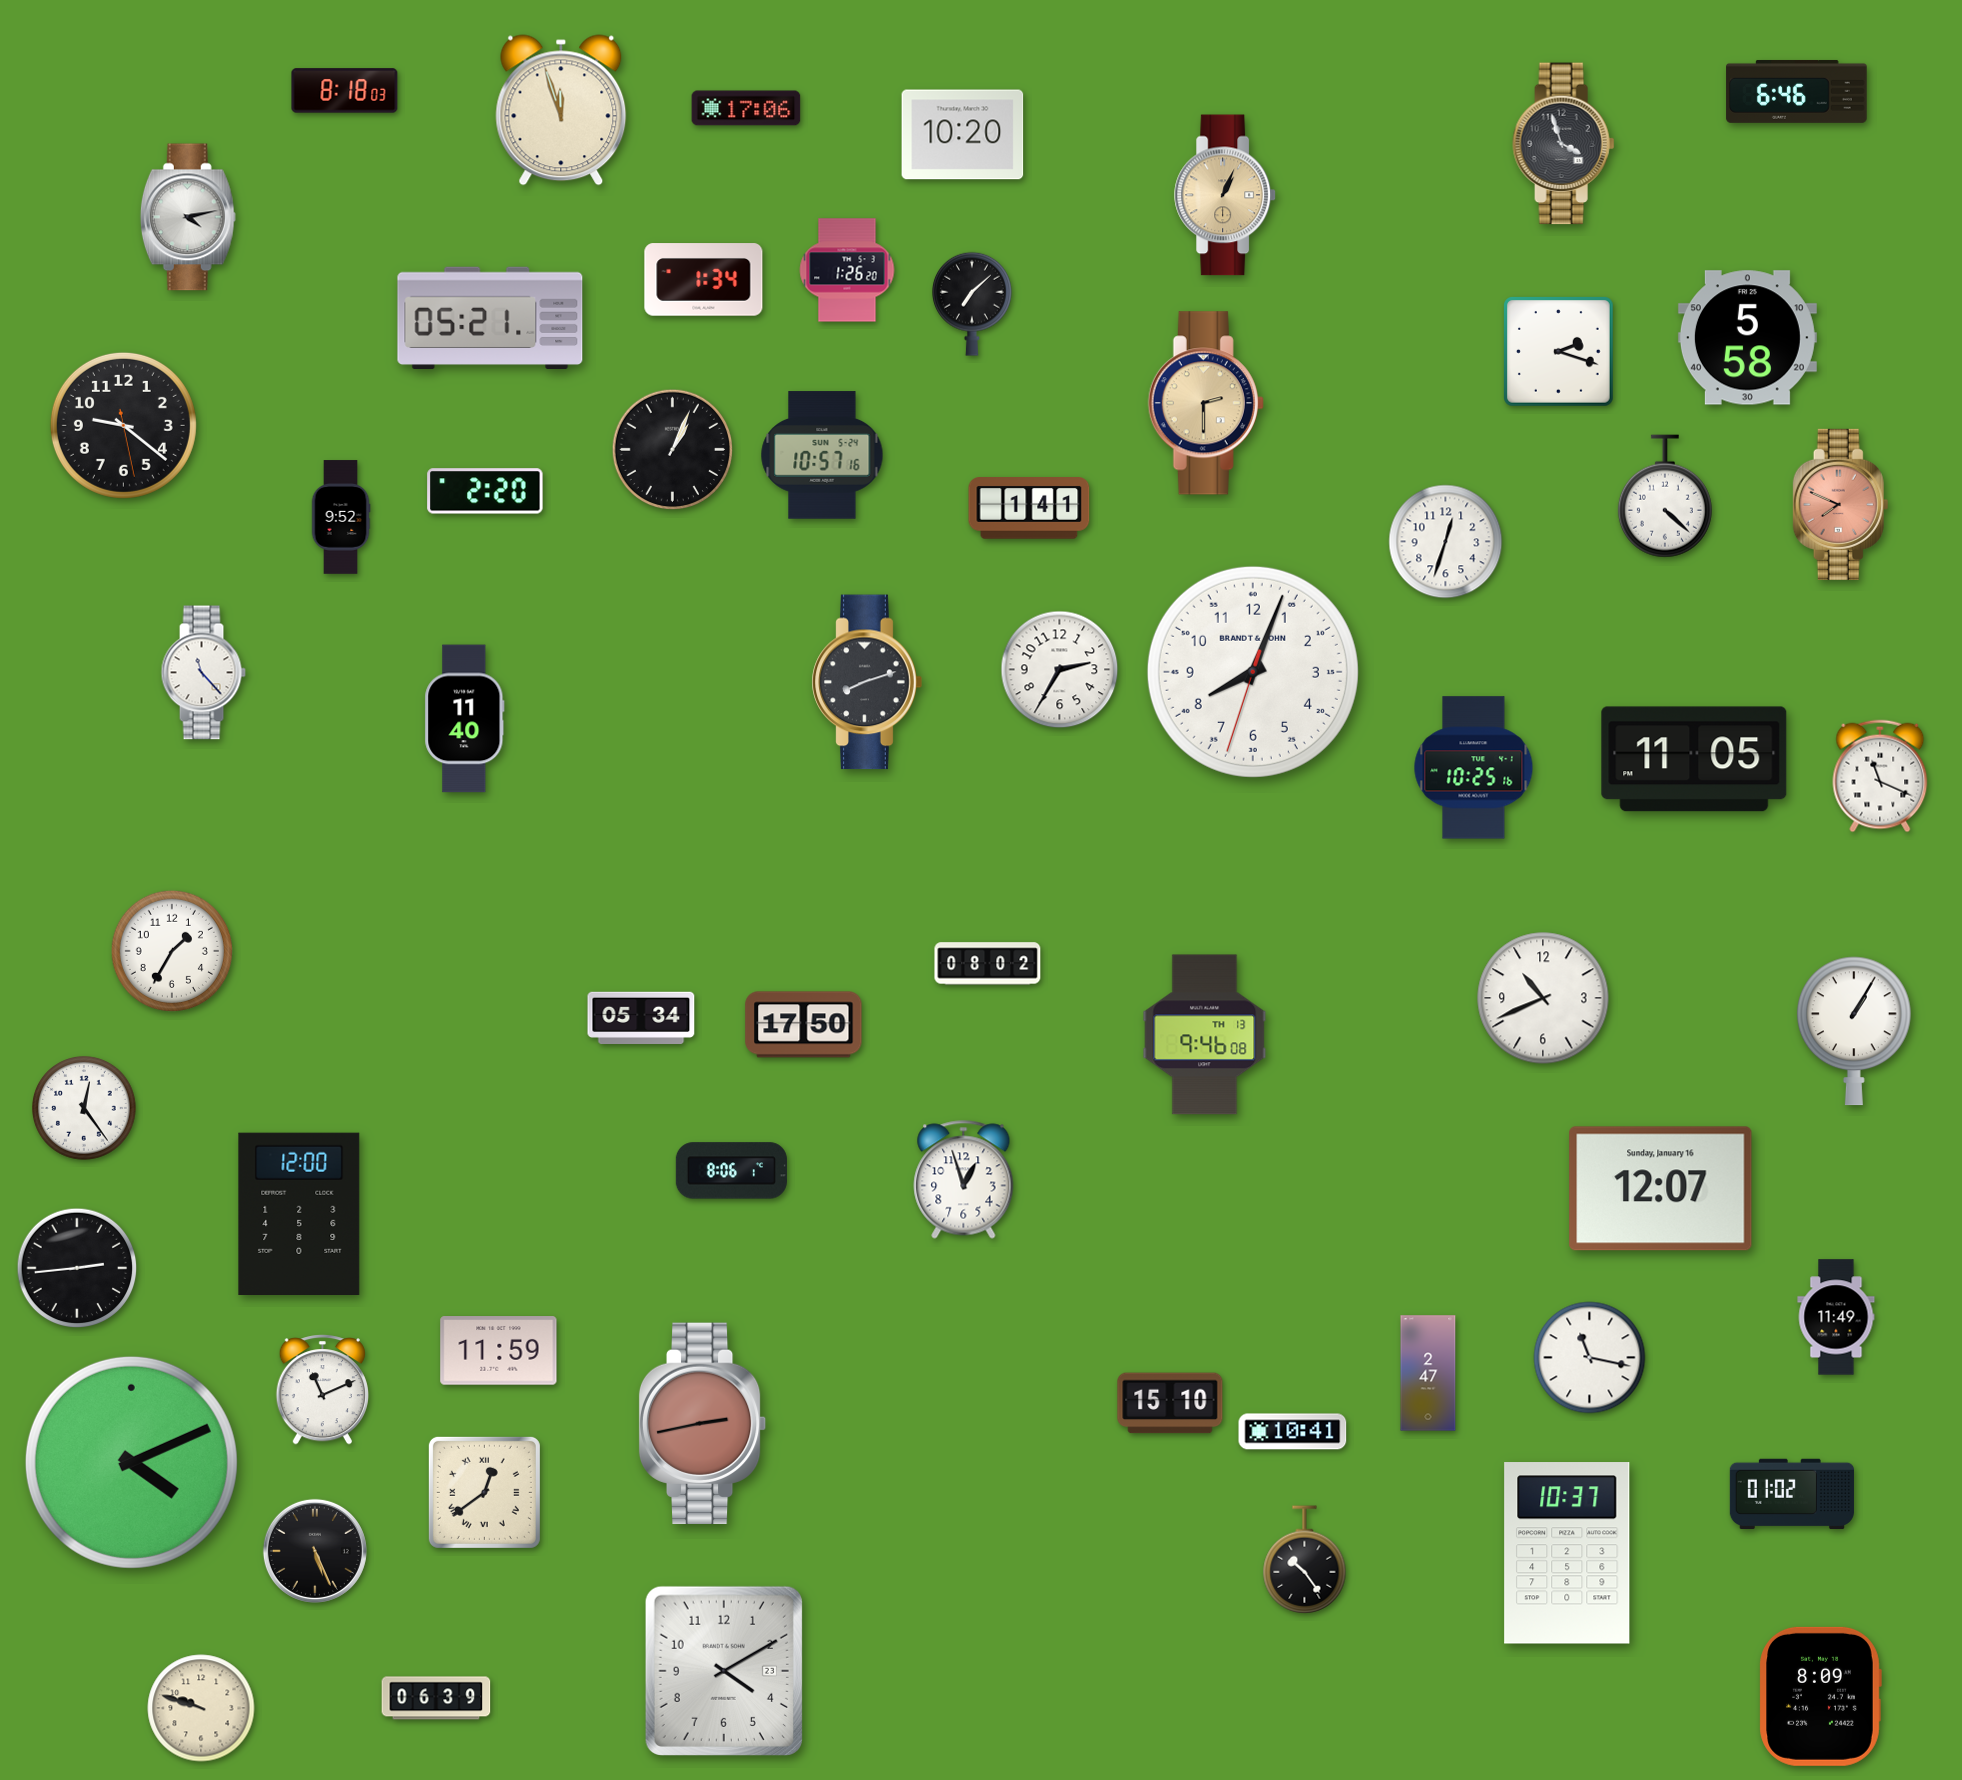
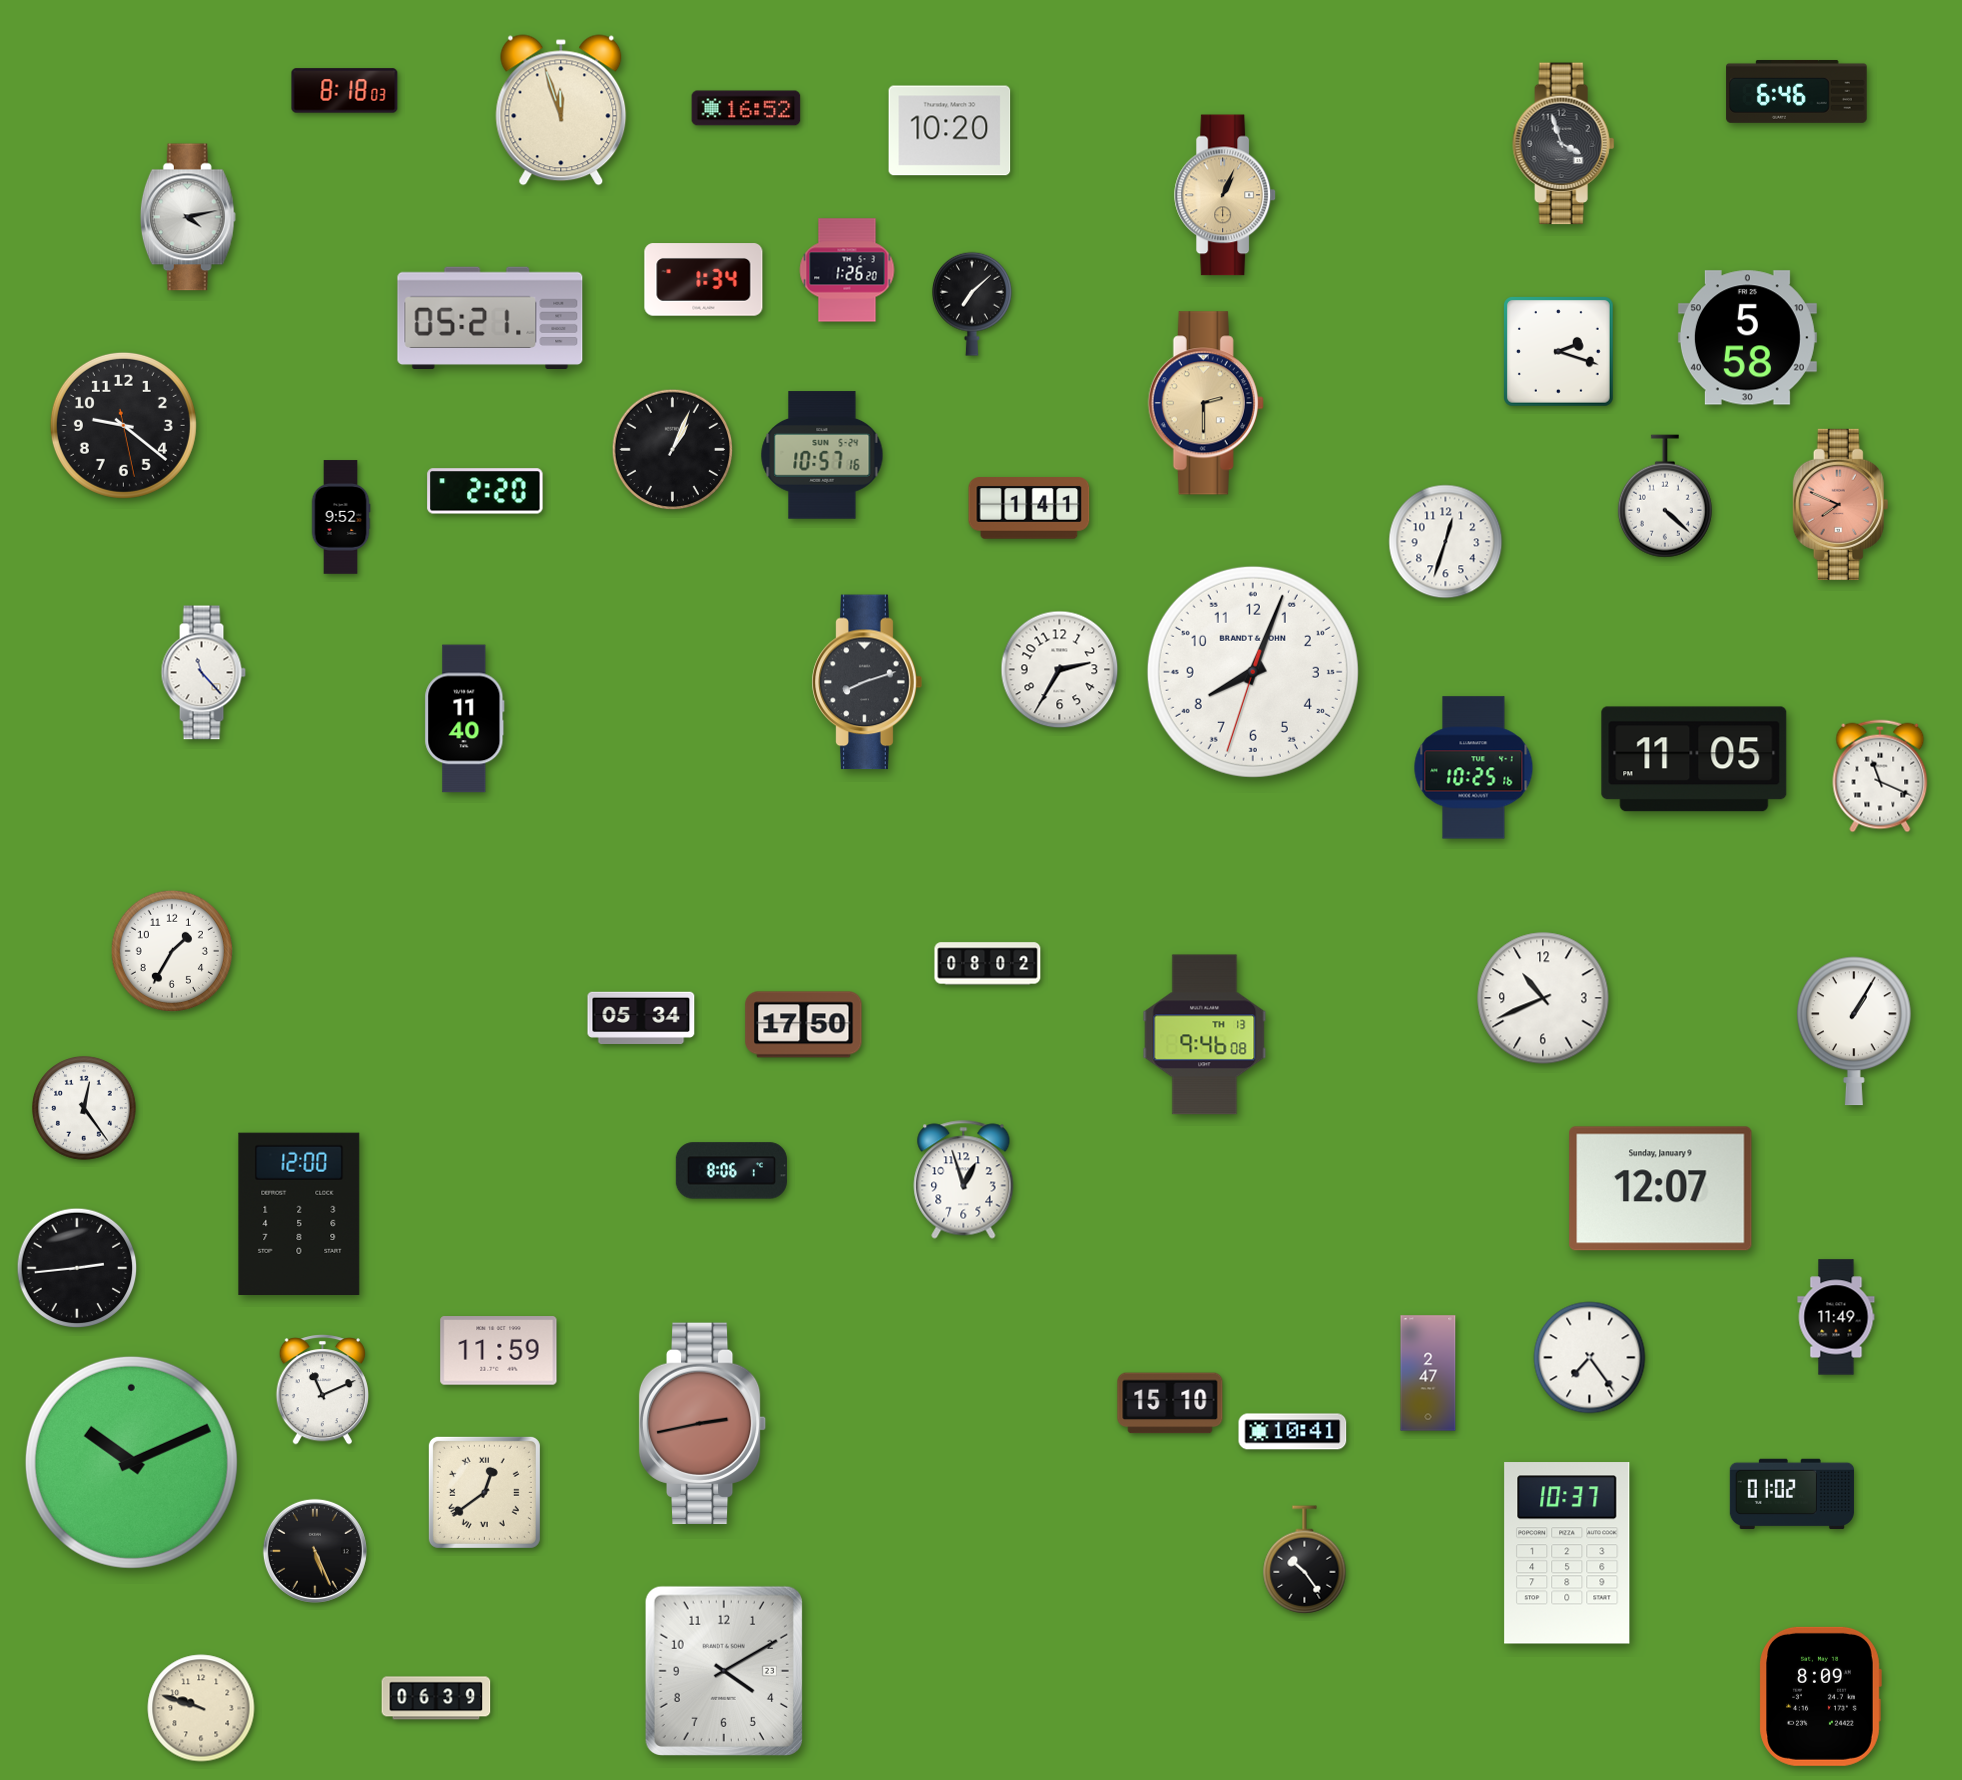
clock at (746, 108): 17:06 -> 16:52
clock at (963, 135) position: (963, 135) -> (950, 131)
clock at (1661, 1189) date: Sunday, January 16 -> Sunday, January 9
clock at (1590, 1358): 11:17 -> 7:24
clock at (131, 1462): 4:11 -> 10:11
